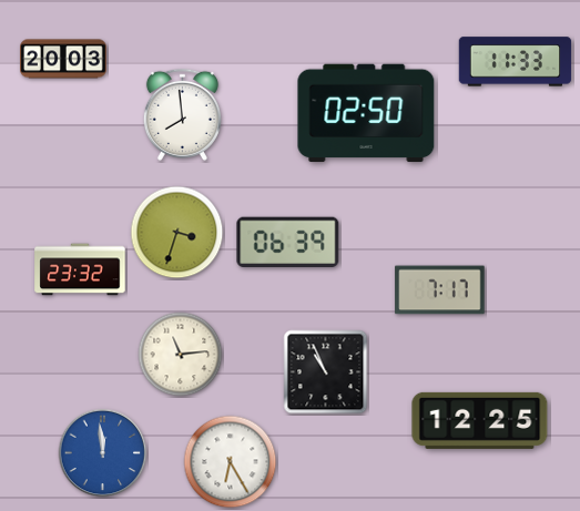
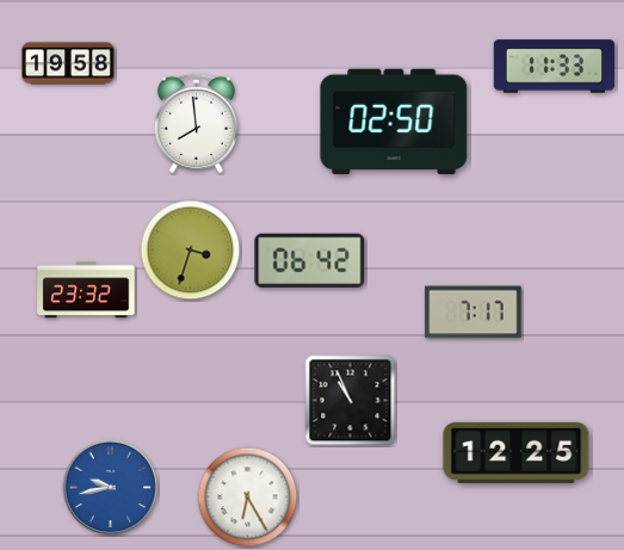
clock at (64, 59): 20:03 -> 19:58
clock at (288, 242): 06:39 -> 06:42
clock at (181, 355): 11:14 -> none
clock at (103, 453): 11:59 -> 9:43
